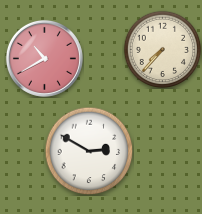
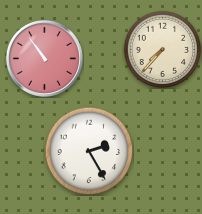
clock at (44, 58): 10:40 -> 10:54
clock at (89, 151): 2:50 -> 2:25
